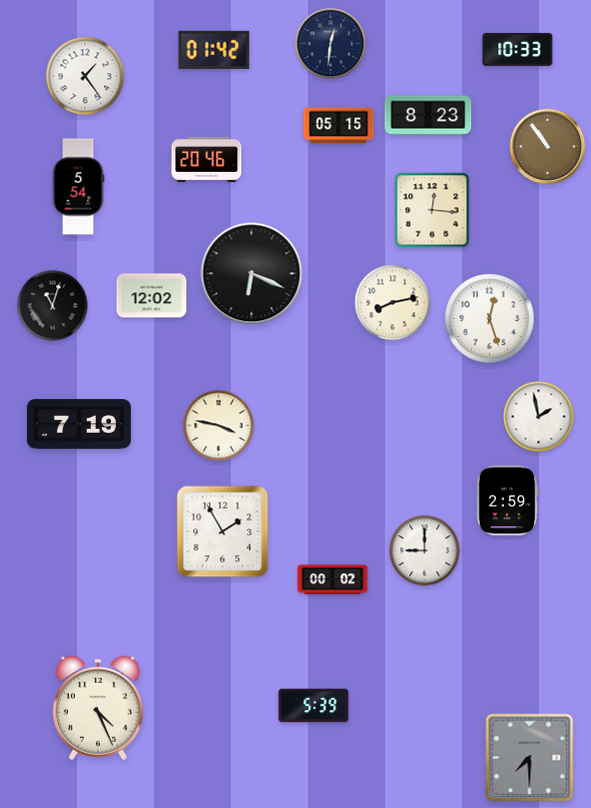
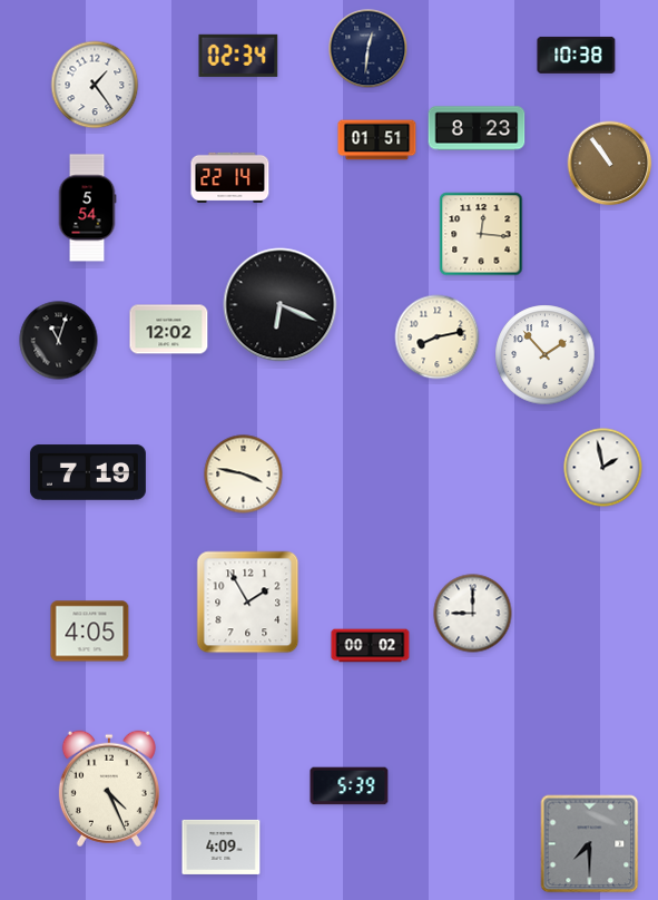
clock at (518, 49): 10:33 -> 10:38
clock at (214, 50): 01:42 -> 02:34
clock at (339, 126): 05:15 -> 01:51
clock at (207, 159): 20:46 -> 22:14
clock at (490, 319): 12:27 -> 1:53
clock at (539, 417) position: (539, 417) -> (603, 468)
clock at (507, 501): 2:59 -> none
clock at (223, 532) position: (223, 532) -> (248, 603)
clock at (90, 632): none -> 4:05
clock at (222, 847): none -> 4:09
